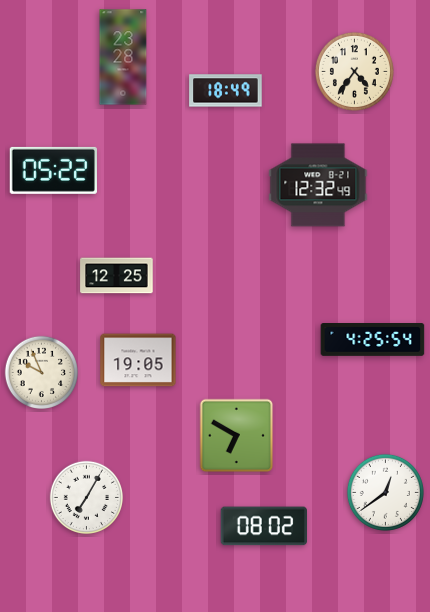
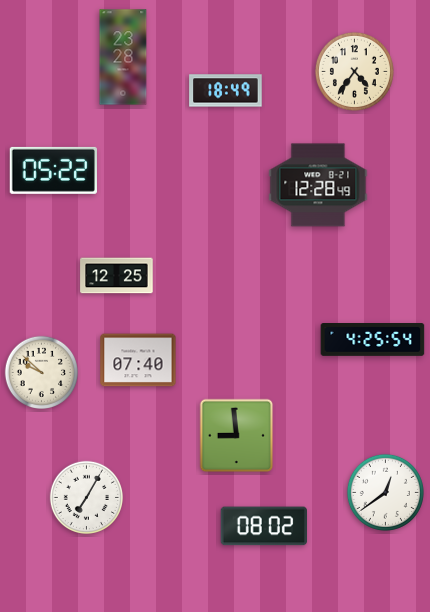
clock at (318, 185): 12:32 -> 12:28
clock at (138, 360): 19:05 -> 07:40
clock at (41, 372): 9:56 -> 9:52
clock at (237, 436): 6:50 -> 8:59
